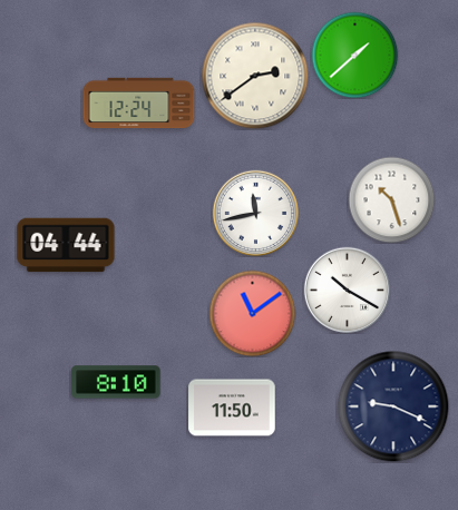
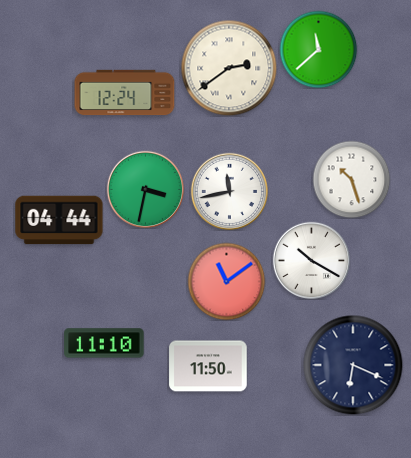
clock at (354, 55): 1:38 -> 11:38
clock at (145, 189): none -> 3:32
clock at (116, 382): 8:10 -> 11:10
clock at (393, 406): 9:19 -> 6:19
